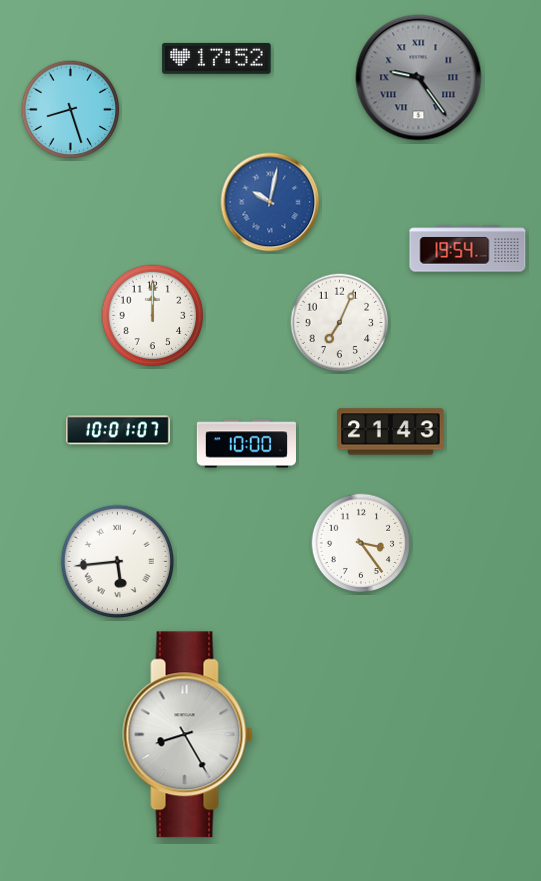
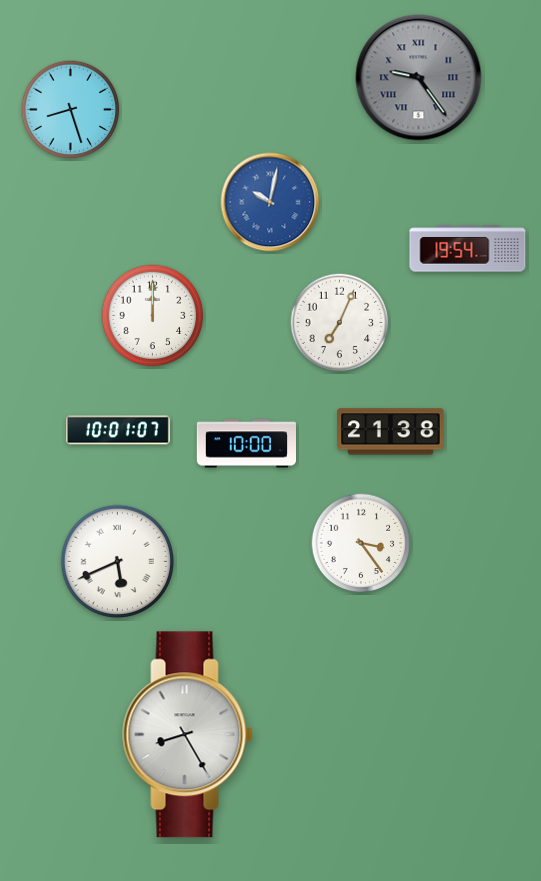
clock at (217, 58): 17:52 -> none
clock at (391, 432): 21:43 -> 21:38
clock at (117, 561): 5:44 -> 5:41
